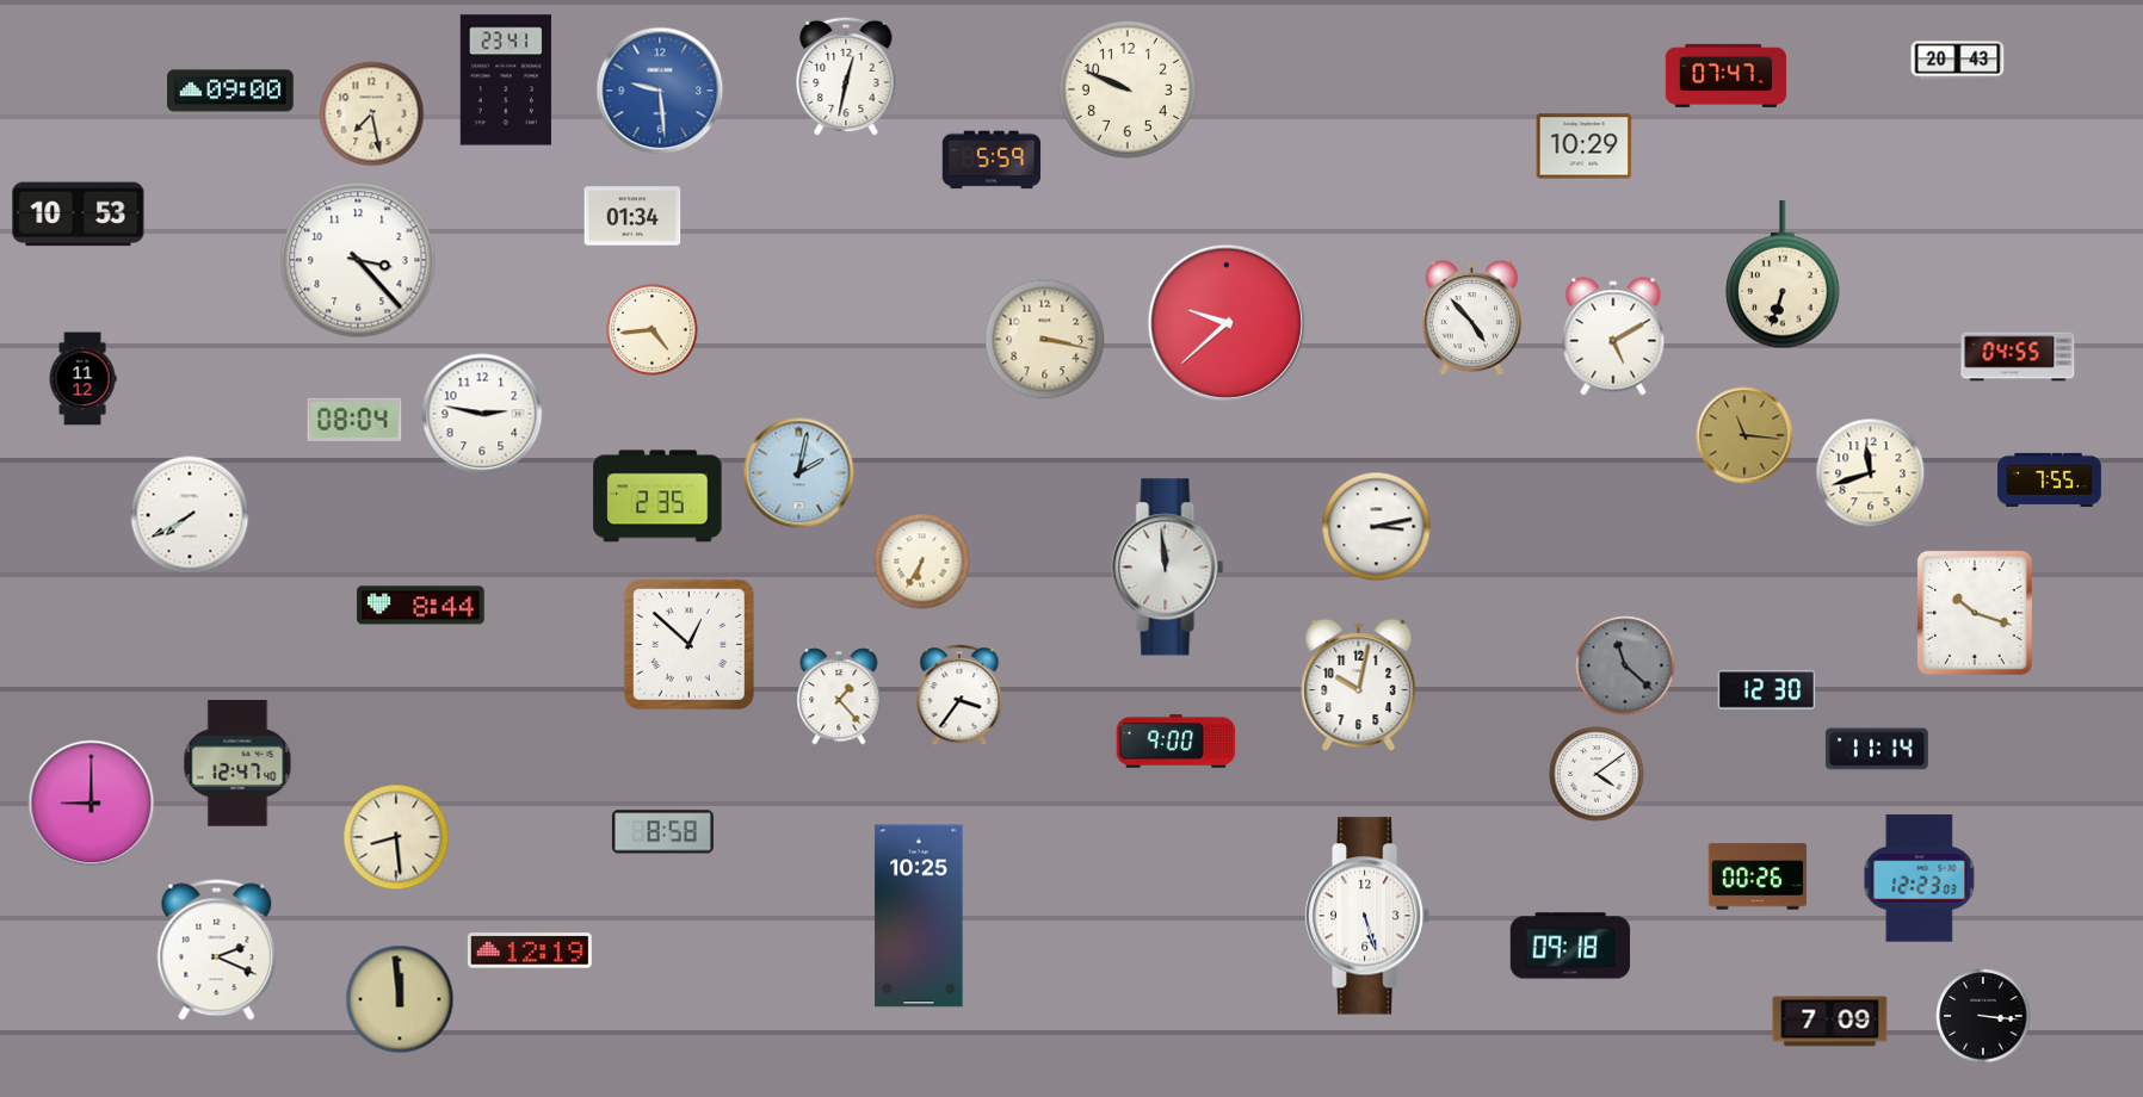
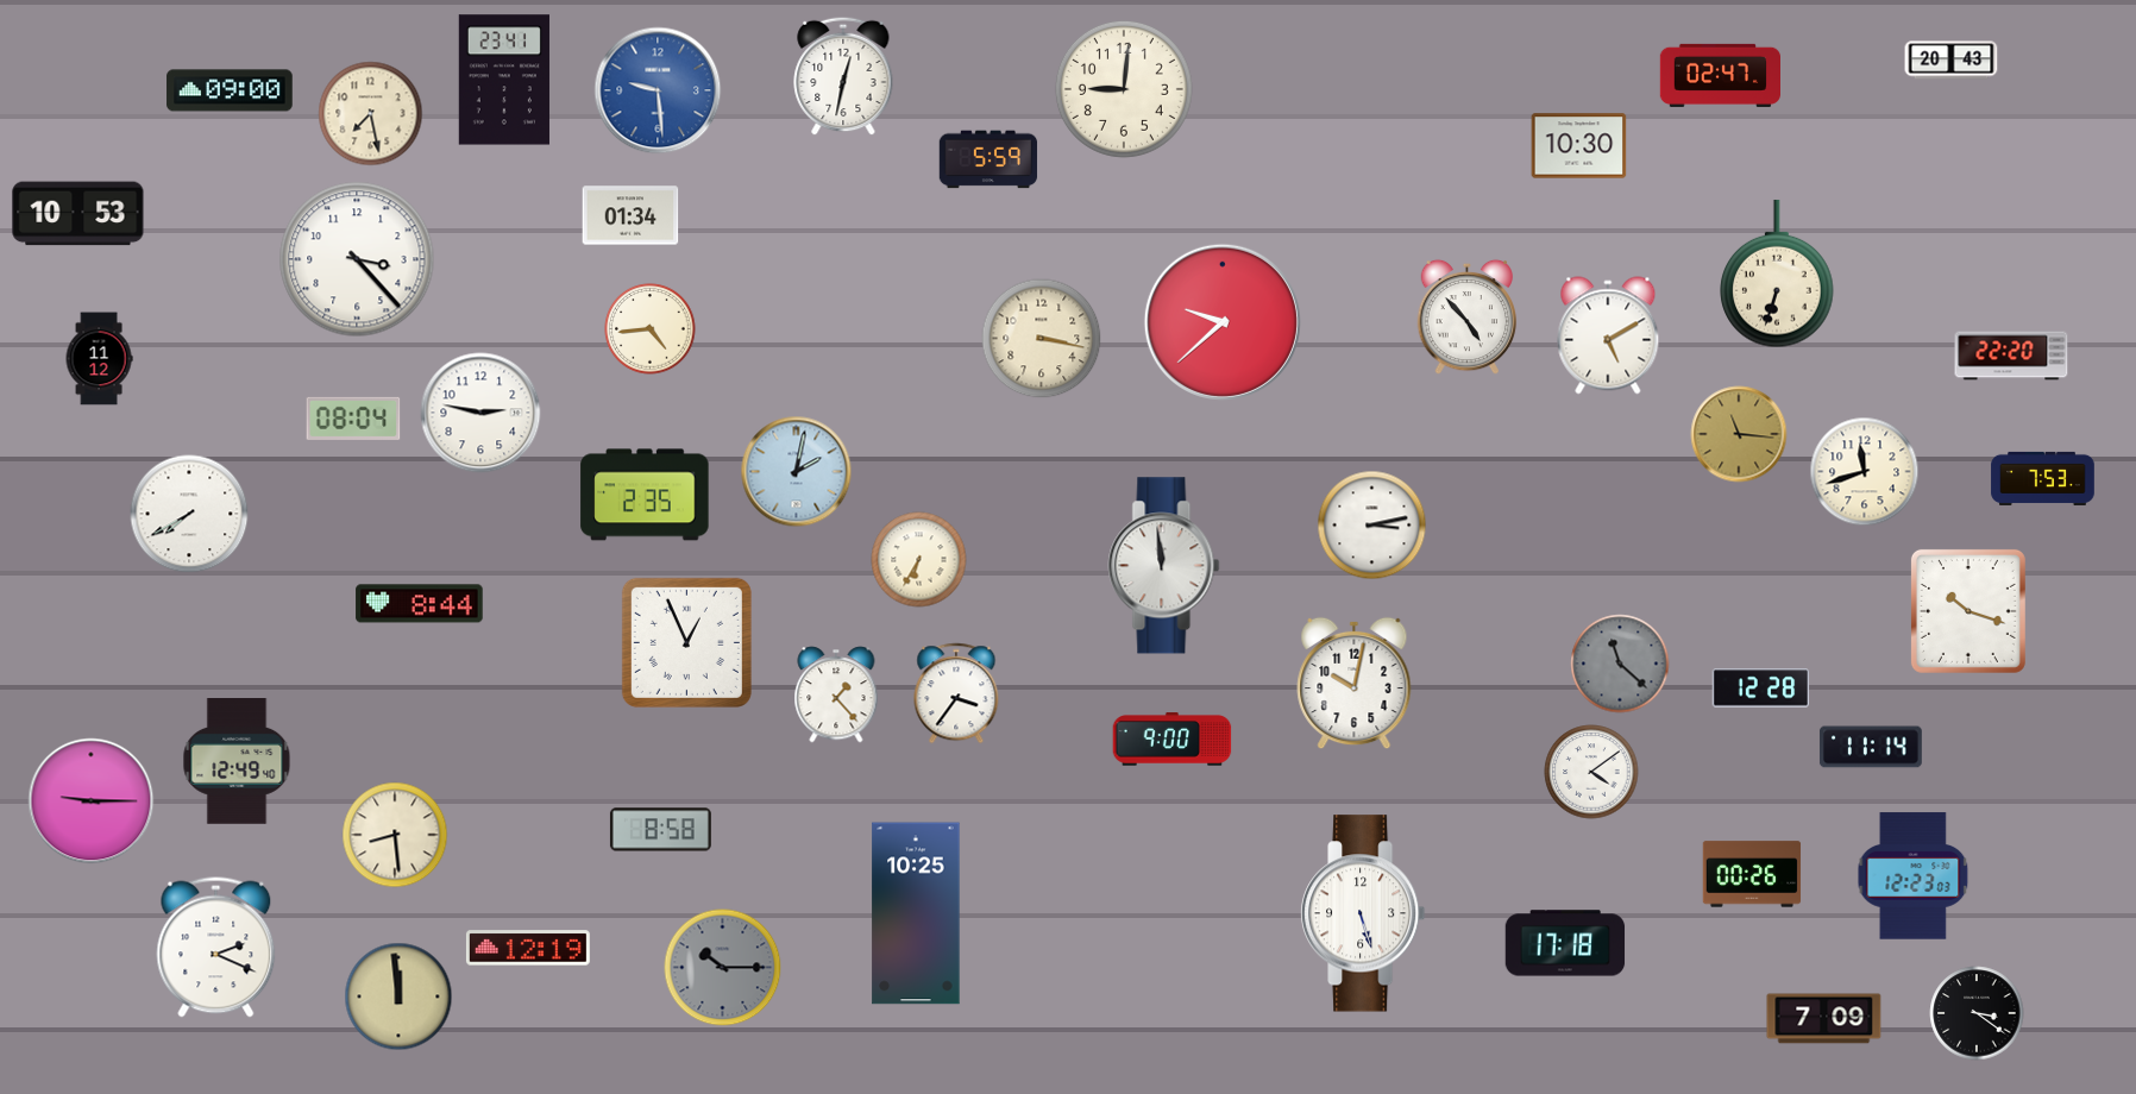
clock at (1725, 75): 07:47 -> 02:47
clock at (1128, 89): 9:49 -> 9:01
clock at (1585, 147): 10:29 -> 10:30
clock at (2018, 357): 04:55 -> 22:20
clock at (82, 379) position: (82, 379) -> (99, 359)
clock at (2050, 479): 7:55 -> 7:53
clock at (657, 496) position: (657, 496) -> (645, 495)
clock at (688, 644): 12:52 -> 12:56
clock at (1767, 690): 12:30 -> 12:28
clock at (237, 763): 12:47 -> 12:49
clock at (92, 804): 9:00 -> 9:15
clock at (1570, 946): 09:18 -> 17:18
clock at (723, 968): none -> 10:15
clock at (1983, 1016): 3:16 -> 3:21
